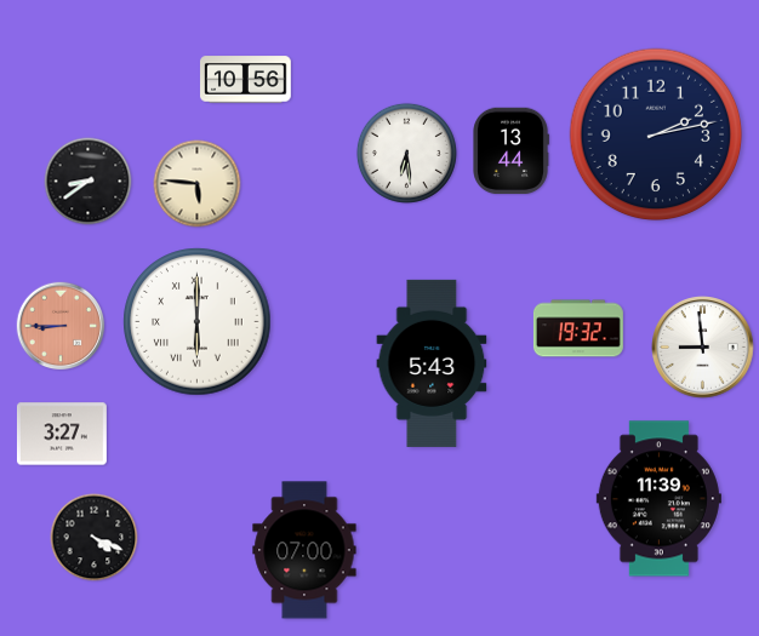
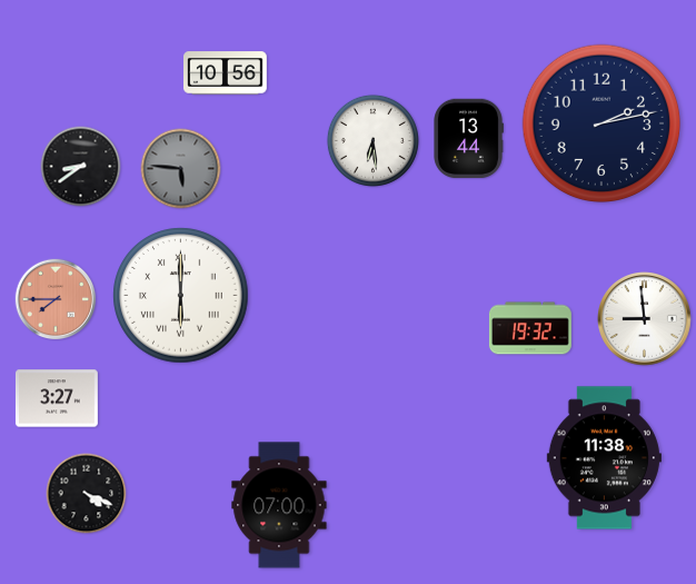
clock at (198, 184) dial: cream -> grey
clock at (61, 326): 8:45 -> 7:45
clock at (578, 328) position: (578, 328) -> (530, 328)
clock at (432, 363): 5:43 -> none
clock at (658, 499): 11:39 -> 11:38
